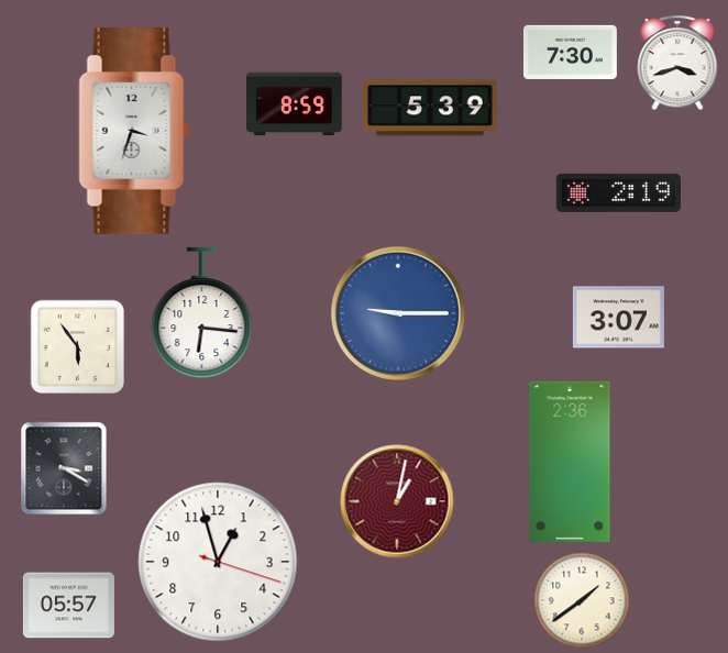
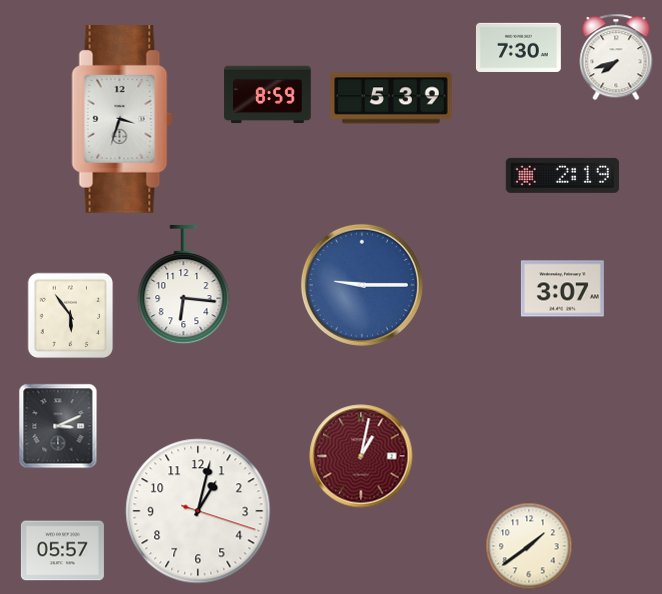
clock at (677, 63): 3:42 -> 7:42
clock at (570, 462): 2:36 -> none
clock at (64, 468): 3:20 -> 3:11
clock at (218, 562): 12:57 -> 1:02
